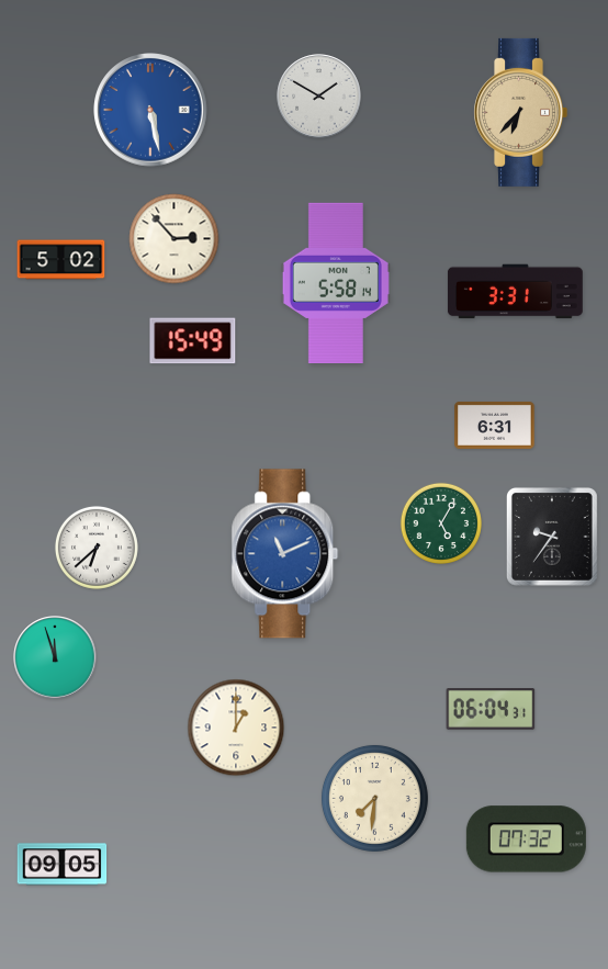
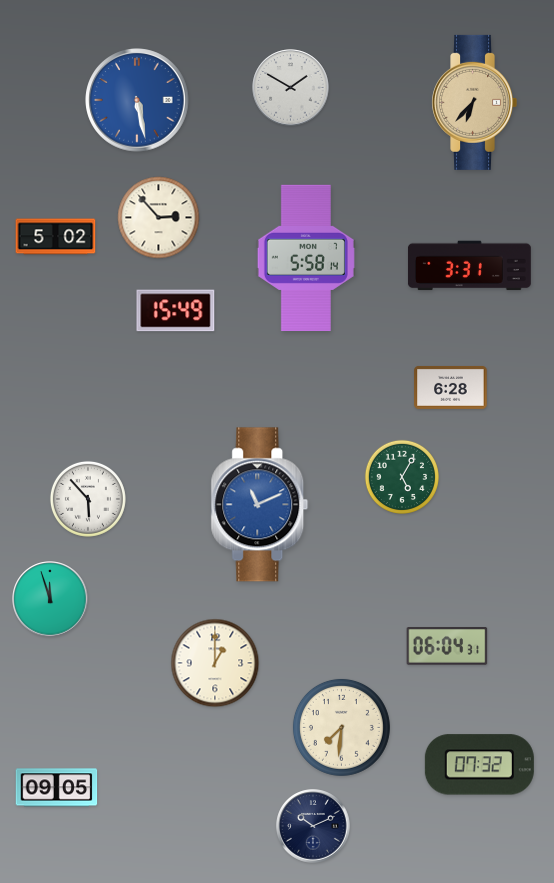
clock at (495, 425): 6:31 -> 6:28
clock at (552, 537): 9:36 -> none
clock at (97, 548): 6:38 -> 5:53
clock at (313, 826): none -> 10:11
